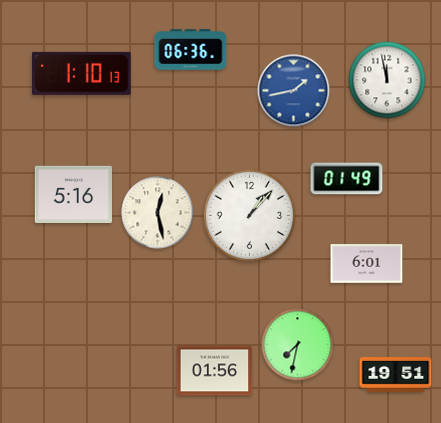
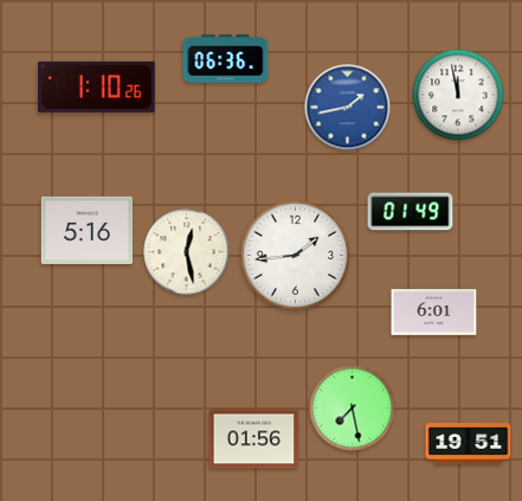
clock at (82, 73): 1:10:13 -> 1:10:26
clock at (249, 215): 1:07 -> 1:44
clock at (298, 345): 7:32 -> 7:28
